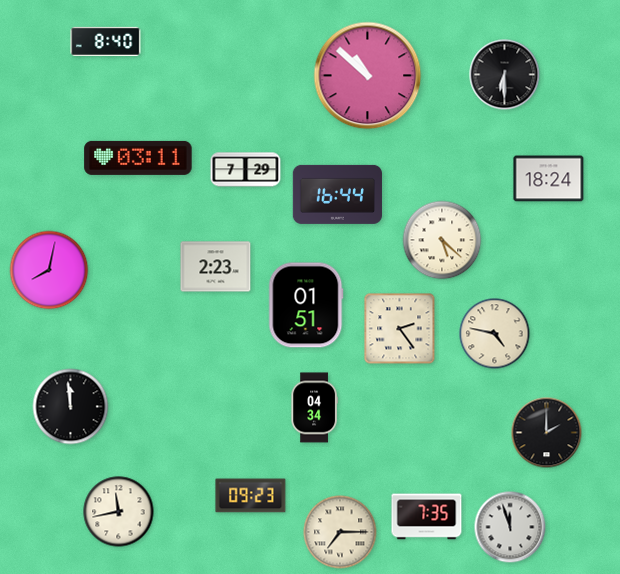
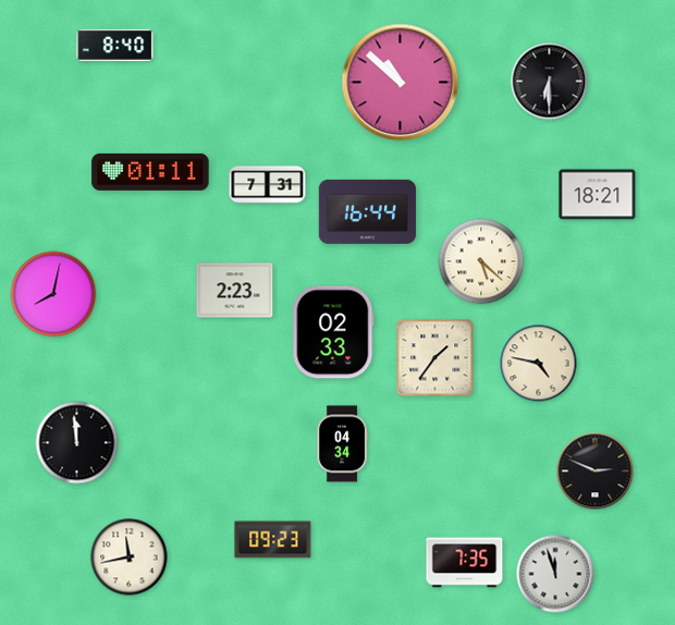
clock at (138, 158): 03:11 -> 01:11
clock at (246, 170): 7:29 -> 7:31
clock at (549, 179): 18:24 -> 18:21
clock at (306, 305): 01:51 -> 02:33
clock at (400, 329): 2:24 -> 1:36
clock at (547, 433): 2:00 -> 2:49
clock at (340, 532): 7:15 -> none
